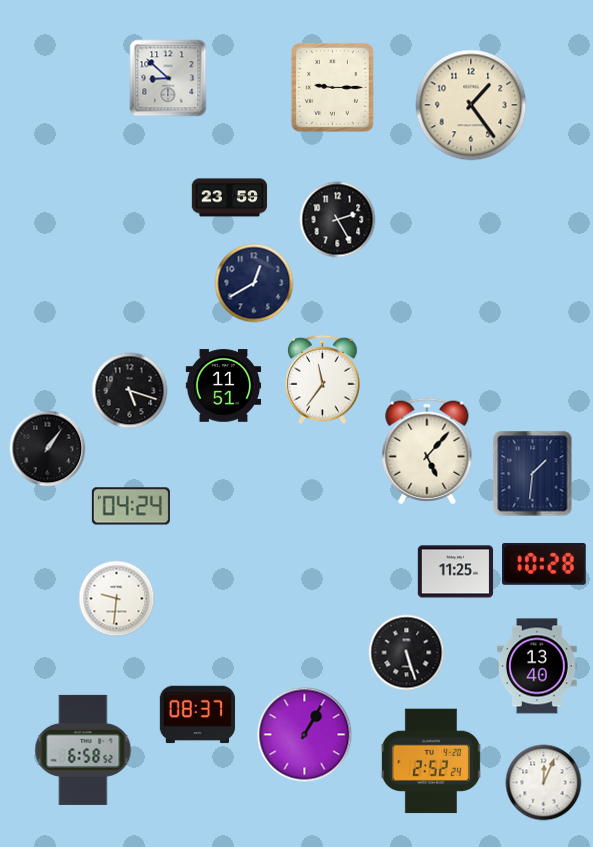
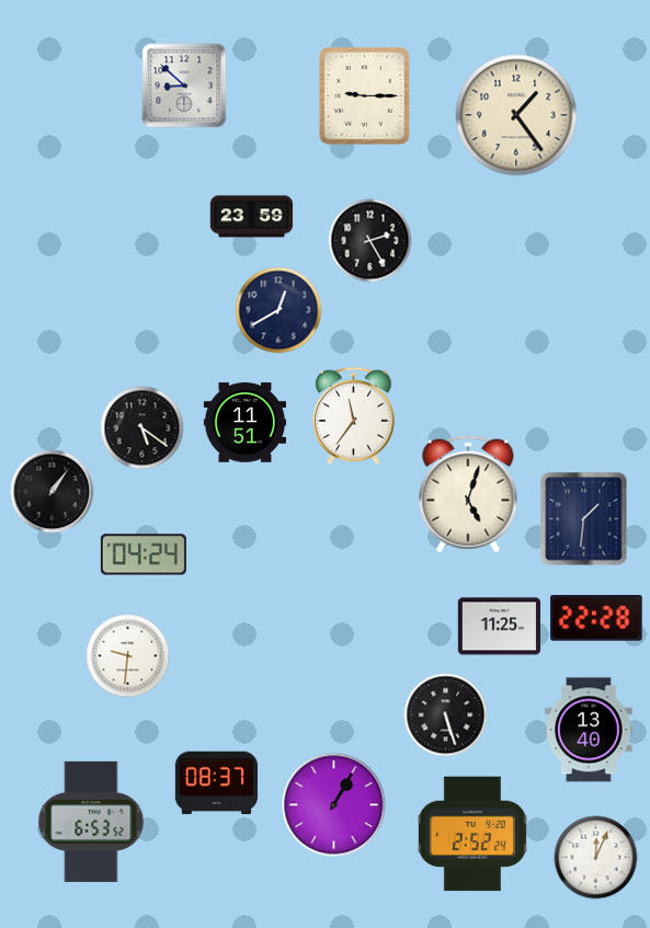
clock at (130, 391): 5:18 -> 5:21
clock at (427, 451): 5:07 -> 5:03
clock at (544, 564): 10:28 -> 22:28
clock at (83, 750): 6:58 -> 6:53
